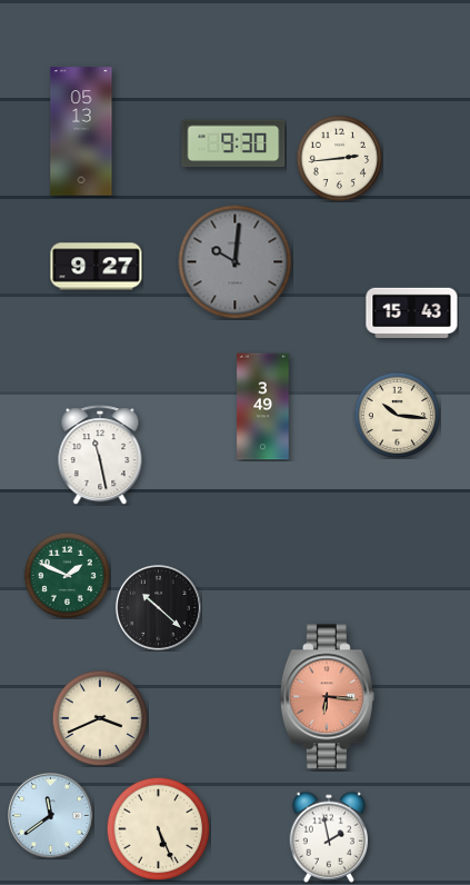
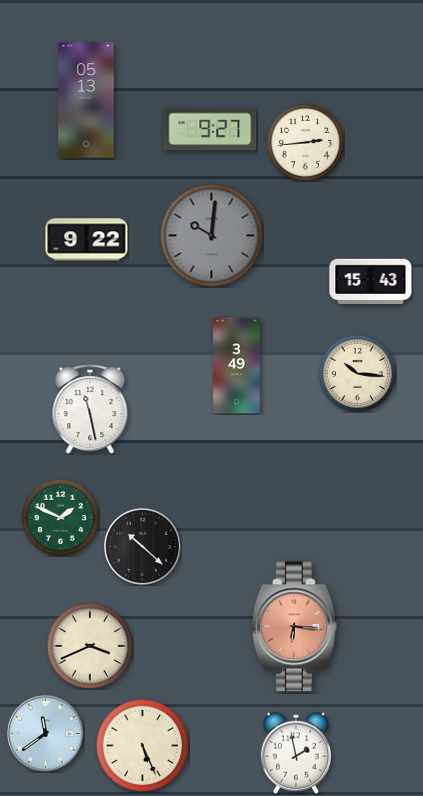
clock at (81, 131) position: (81, 131) -> (86, 100)
clock at (233, 143): 9:30 -> 9:27
clock at (97, 267): 9:27 -> 9:22
